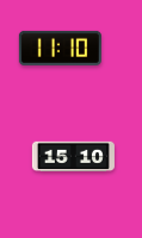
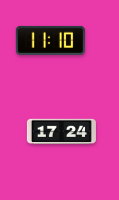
clock at (73, 157): 15:10 -> 17:24
